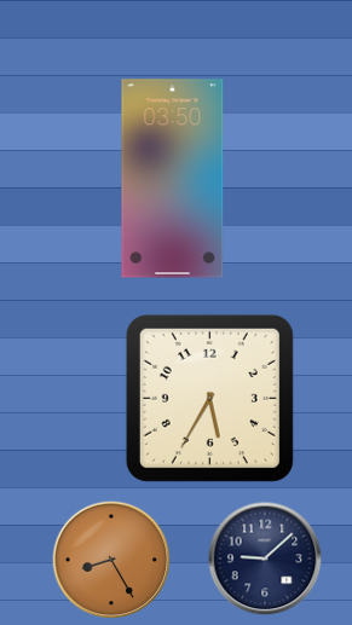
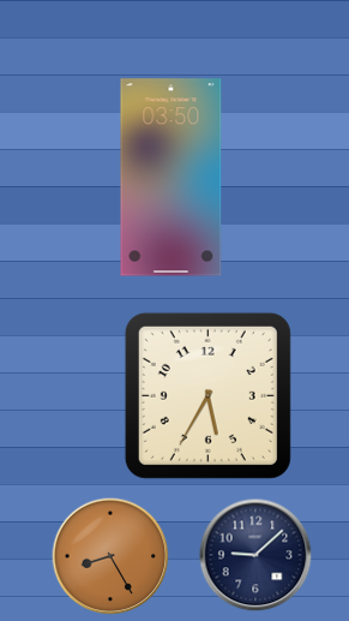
clock at (265, 559) position: (265, 559) -> (255, 555)
